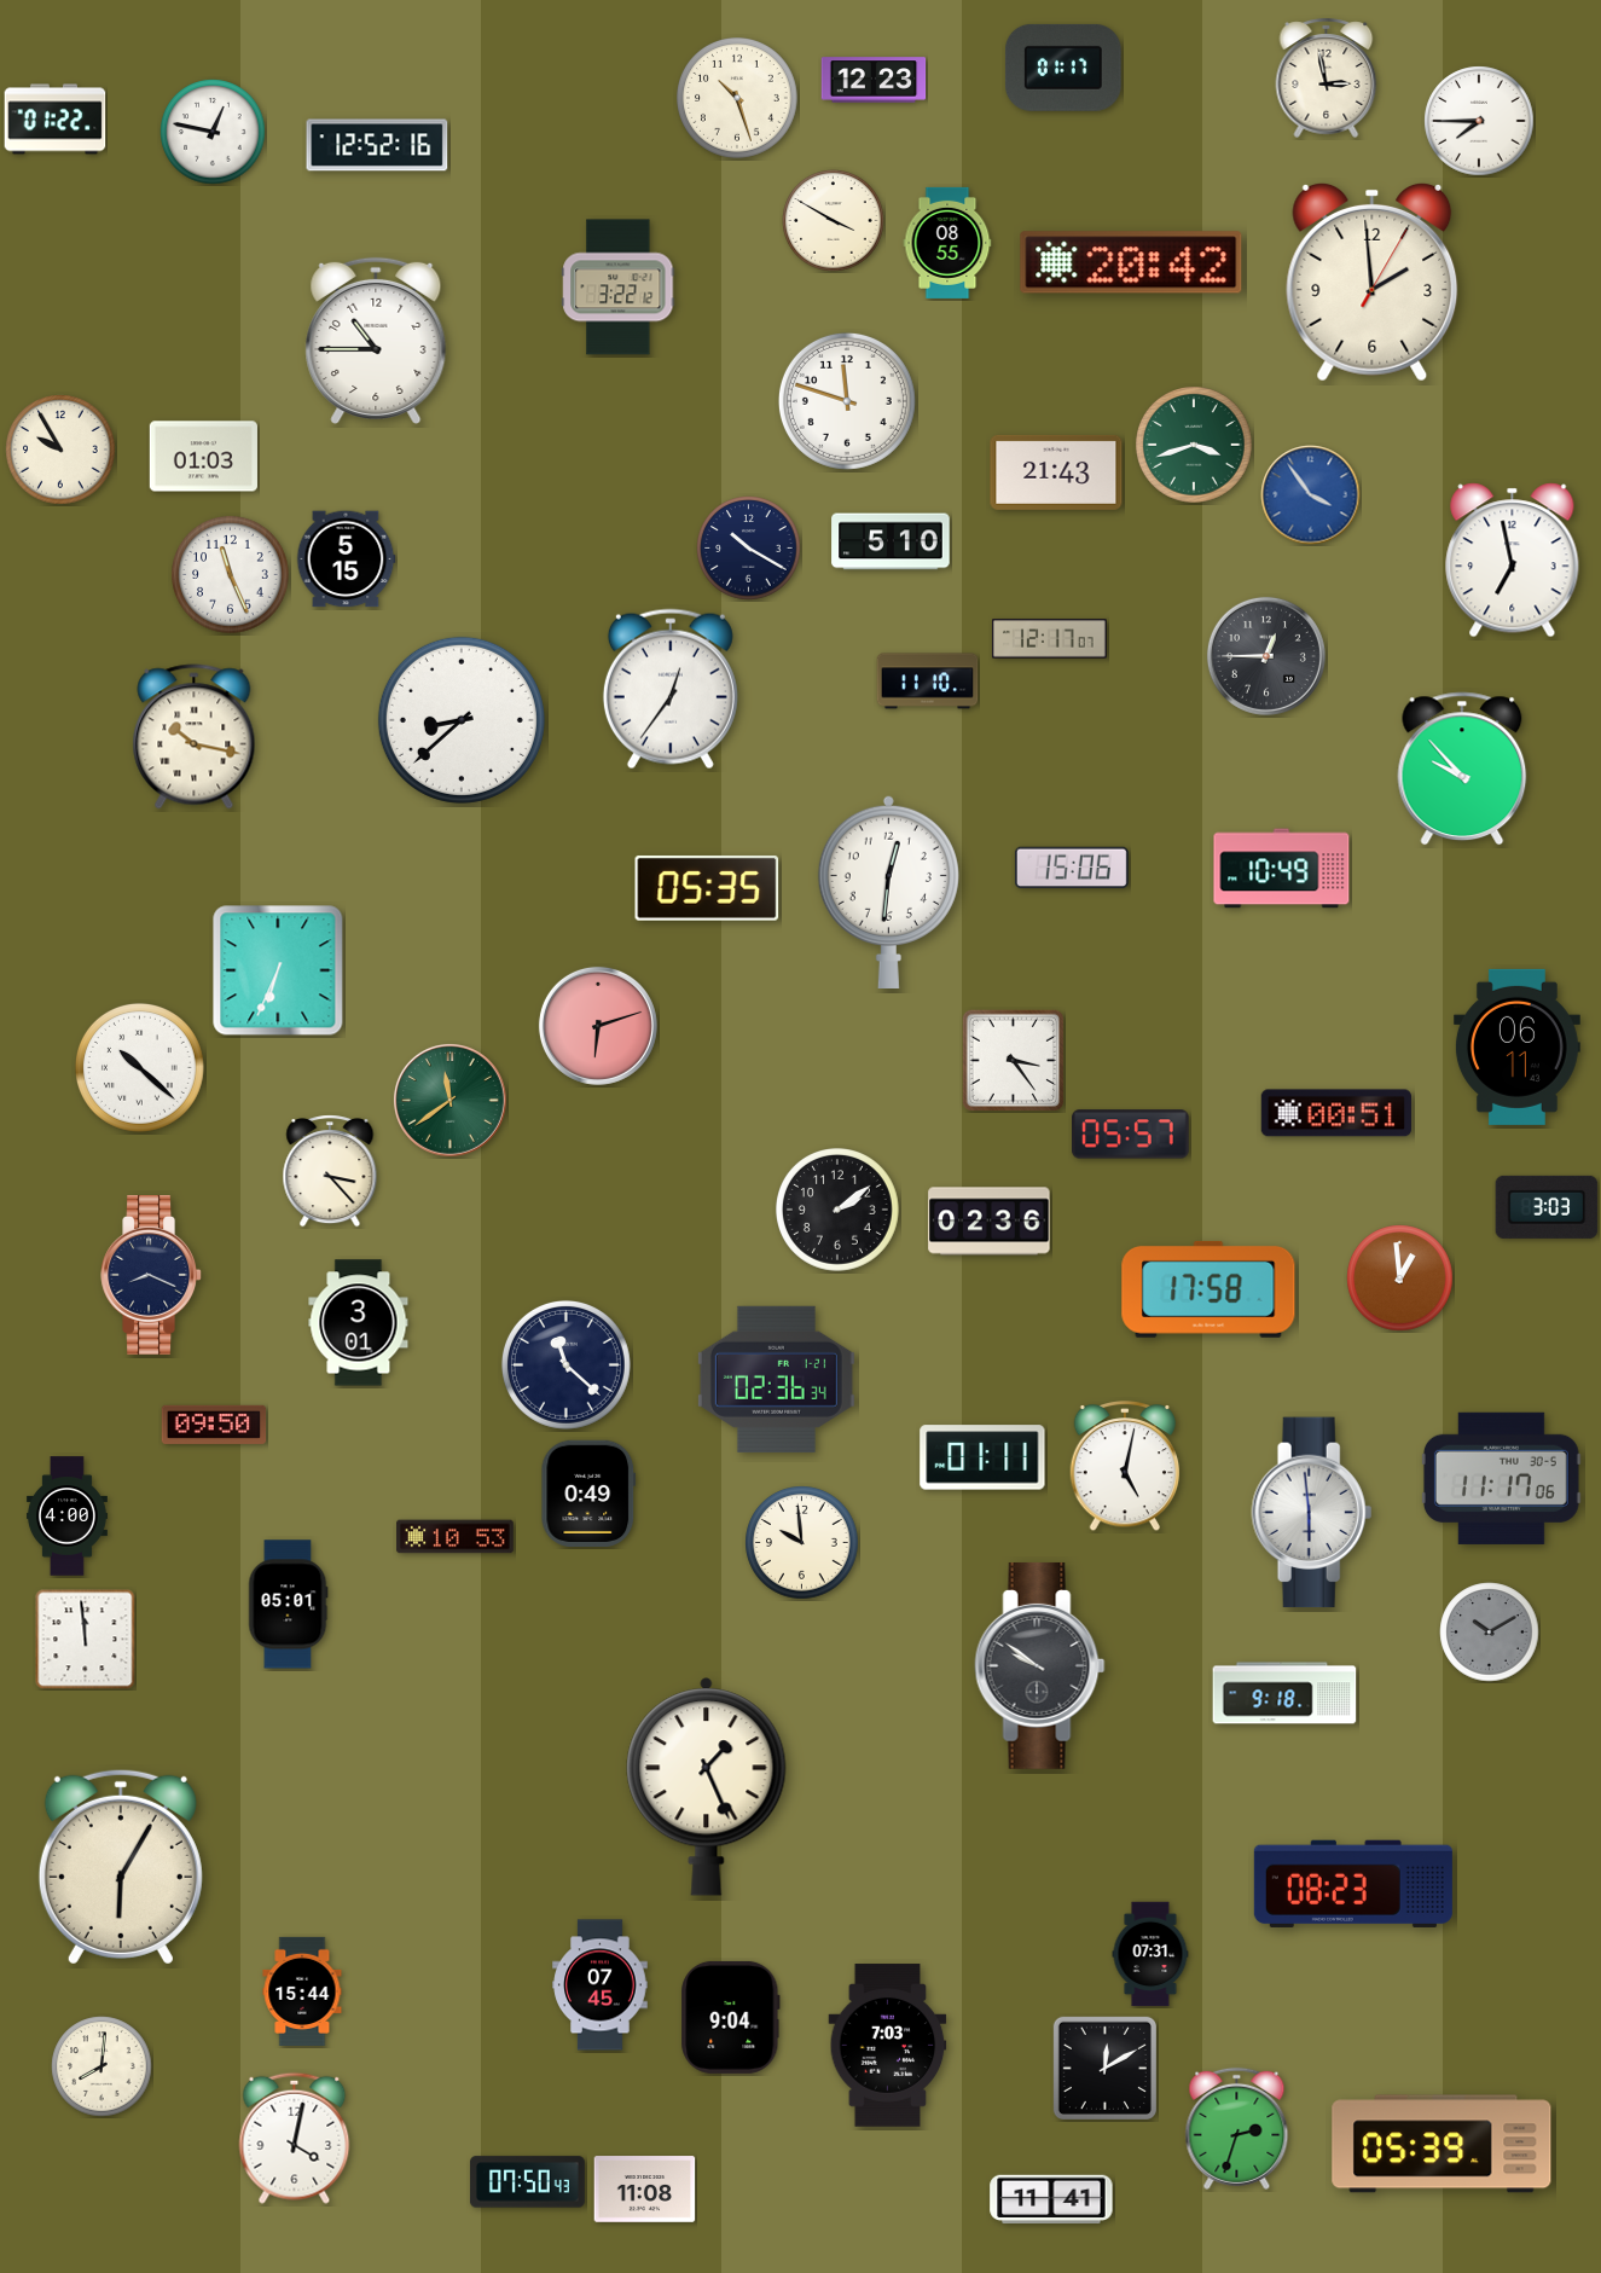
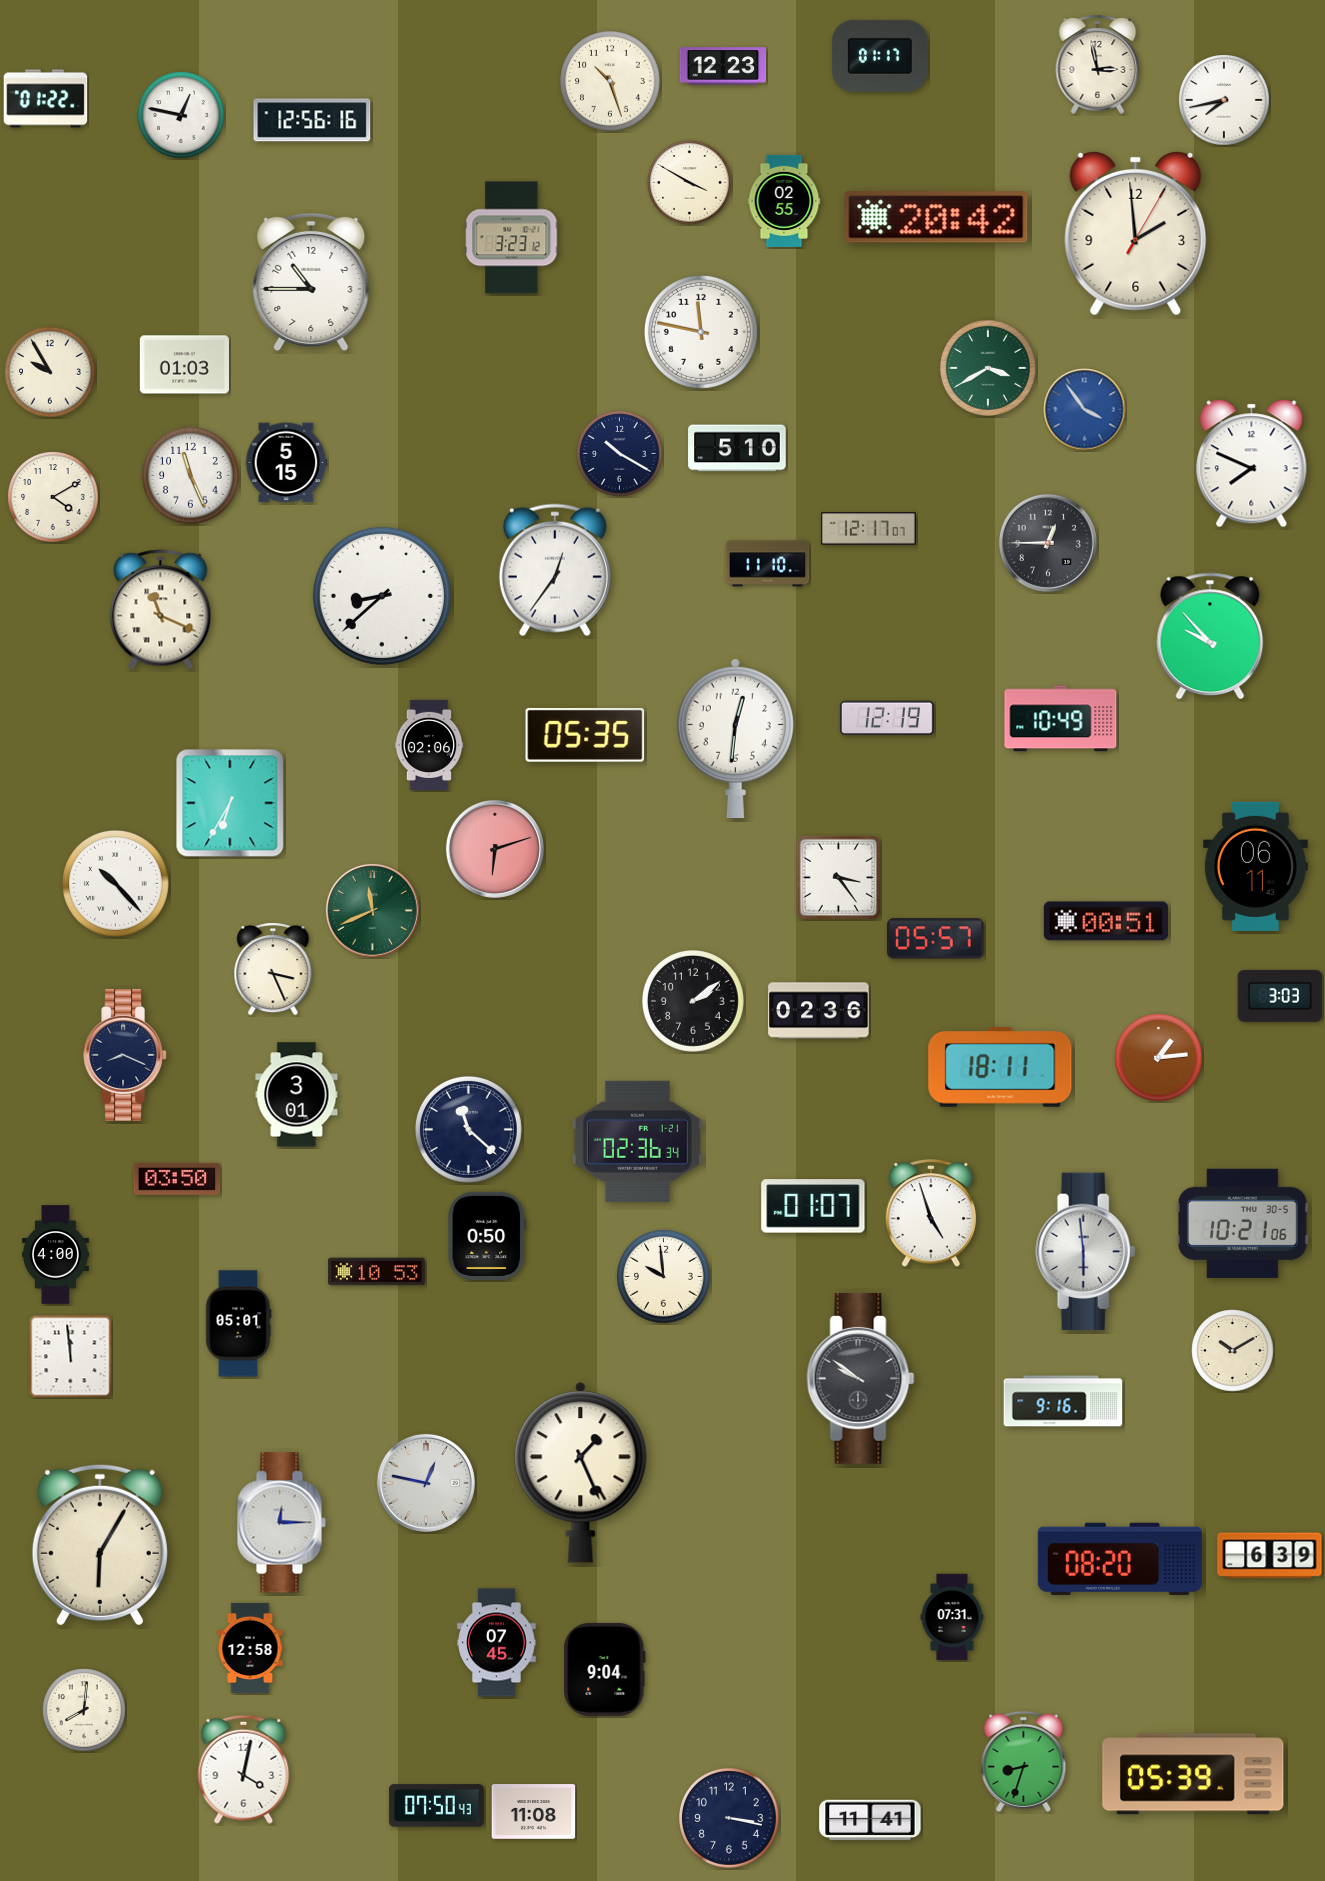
clock at (1479, 121): 7:45 -> 7:43
clock at (213, 132) position: (213, 132) -> (181, 115)
clock at (377, 145): 12:52 -> 12:56
clock at (947, 243): 08:55 -> 02:55
clock at (619, 288): 3:22 -> 3:23
clock at (847, 401): 11:48 -> 11:47
clock at (1194, 445): 3:42 -> 3:40
clock at (203, 457) position: (203, 457) -> (184, 365)
clock at (1056, 472): 21:43 -> none
clock at (1513, 561): 6:58 -> 7:49
clock at (53, 497): none -> 4:10
clock at (195, 737): 10:17 -> 11:19
clock at (1072, 868): 15:06 -> 12:19
clock at (429, 745): none -> 02:06
clock at (278, 970): 6:34 -> 6:35
clock at (139, 1067): 10:22 -> 10:23
clock at (451, 1101): 11:39 -> 11:41
clock at (330, 1171): 3:23 -> 3:26
clock at (1547, 1207) position: (1547, 1207) -> (1280, 996)
clock at (1400, 1278): 12:59 -> 1:14
clock at (1208, 1289): 17:58 -> 18:11
clock at (776, 1379) position: (776, 1379) -> (637, 1141)
clock at (214, 1425): 09:50 -> 03:50
clock at (982, 1457): 01:11 -> 01:07
clock at (1125, 1467): 5:02 -> 4:57
clock at (1501, 1478): 11:17 -> 10:21
clock at (588, 1494): 0:49 -> 0:50
clock at (289, 1605) position: (289, 1605) -> (239, 1324)
clock at (1490, 1633) dial: grey -> cream
clock at (1284, 1693): 9:18 -> 9:16
clock at (707, 1787) position: (707, 1787) -> (581, 1473)
clock at (426, 1483): none -> 12:47
clock at (281, 1523): none -> 12:15
clock at (1270, 1556): none -> 6:39
clock at (1353, 1884): 08:23 -> 08:20
clock at (302, 1991): 15:44 -> 12:58
clock at (888, 2046): 7:03 -> none
clock at (1104, 2068): 12:10 -> none
clock at (1237, 2128): 2:33 -> 8:33
clock at (730, 1819): none -> 3:17
